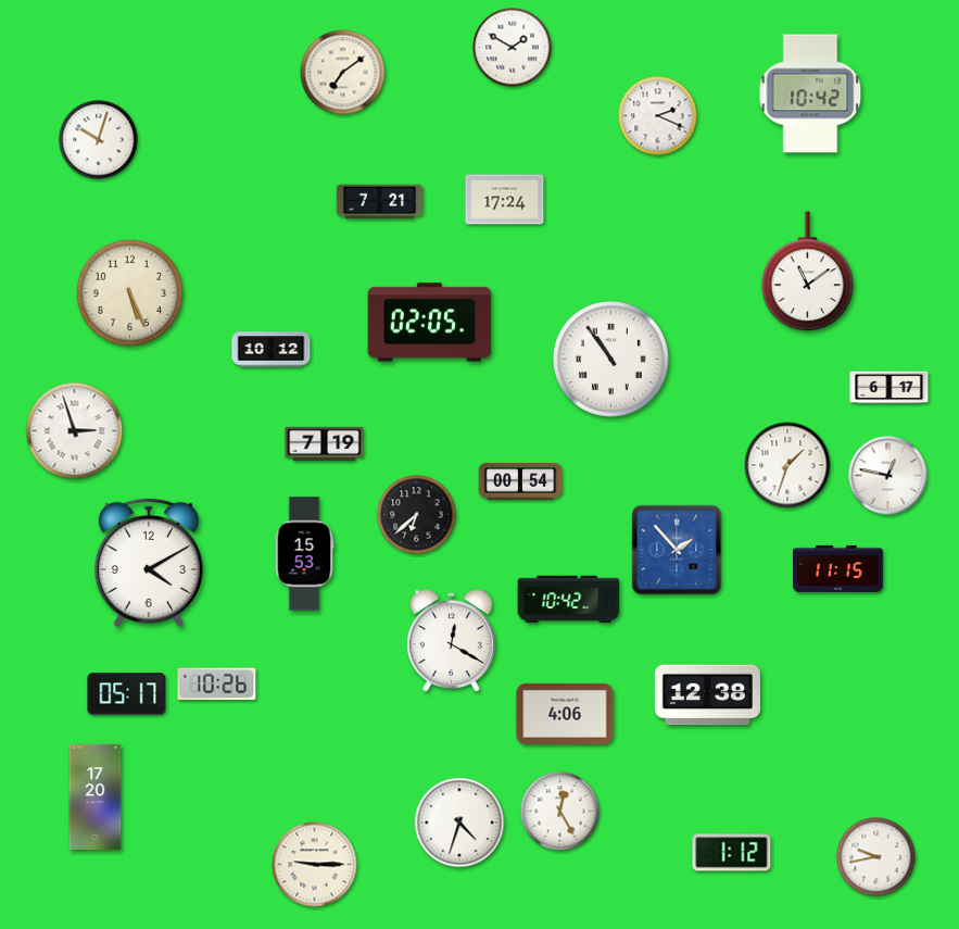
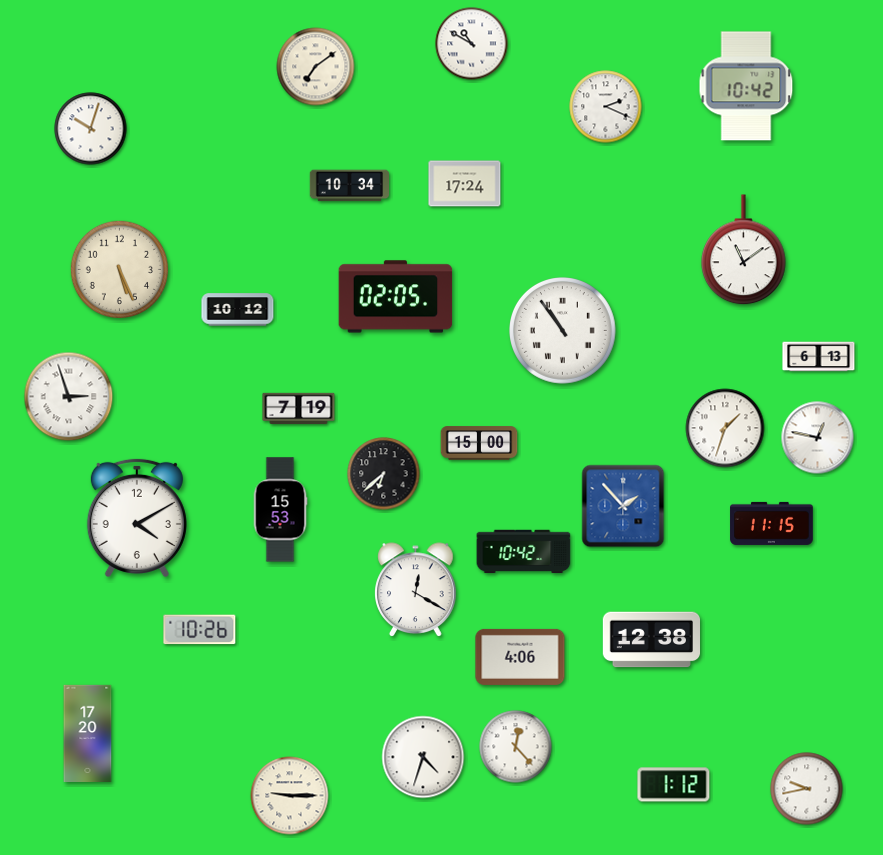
clock at (513, 48): 1:50 -> 10:50
clock at (379, 202): 7:21 -> 10:34
clock at (272, 350) position: (272, 350) -> (238, 310)
clock at (889, 388): 6:17 -> 6:13
clock at (520, 481): 00:54 -> 15:00
clock at (127, 694): 05:17 -> none
clock at (560, 812): 12:25 -> 12:23
